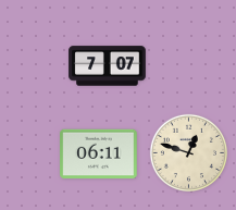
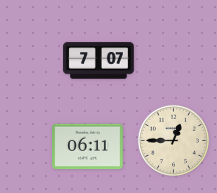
clock at (188, 152): 12:48 -> 12:45
clock at (99, 155) position: (99, 155) -> (88, 147)
